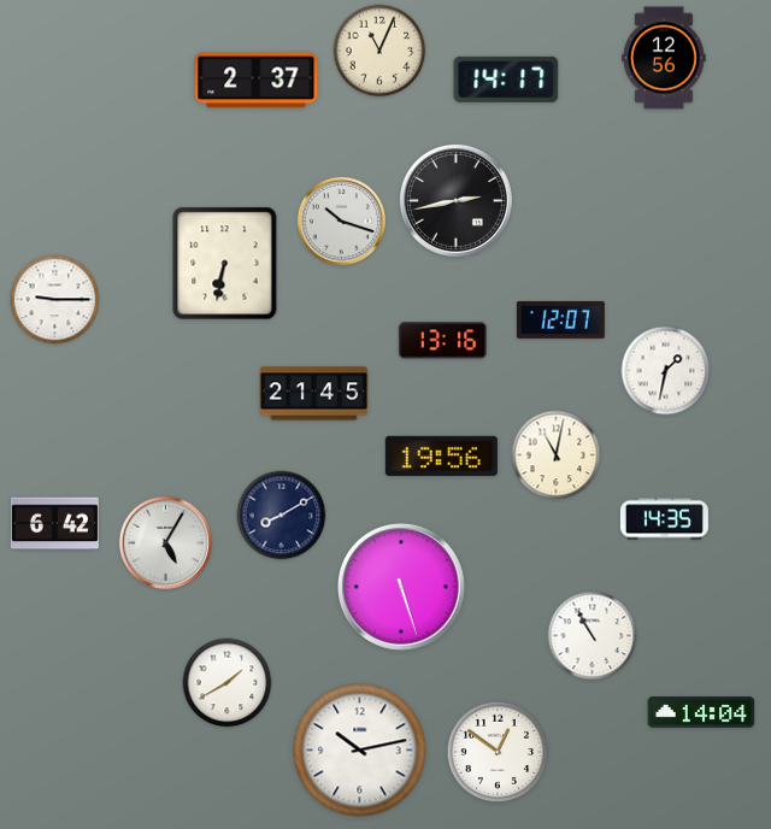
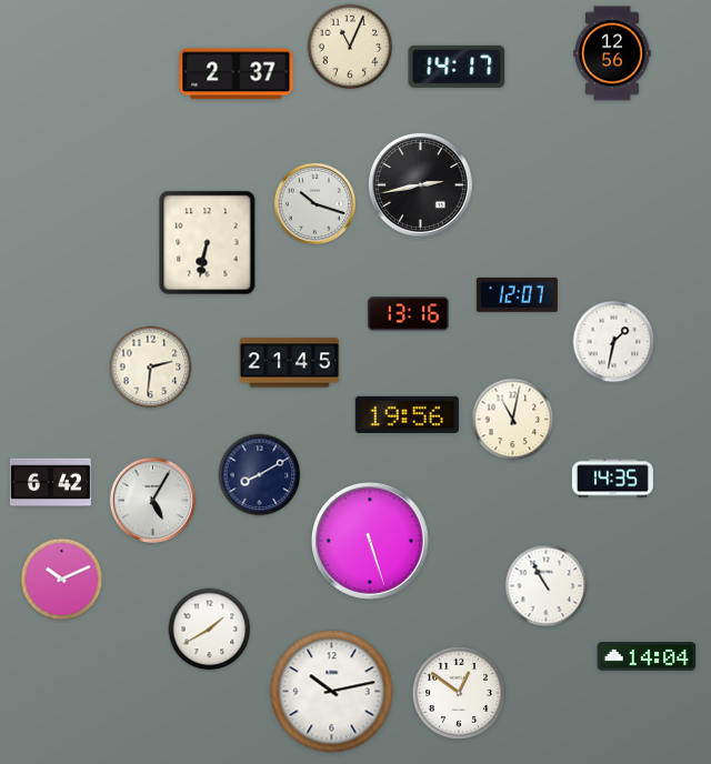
clock at (506, 80) position: (506, 80) -> (457, 67)
clock at (55, 300): 9:15 -> none
clock at (151, 368): none -> 2:31
clock at (441, 455) position: (441, 455) -> (407, 414)
clock at (62, 580): none -> 10:11
